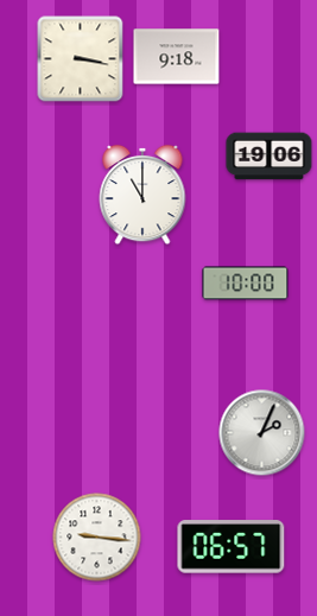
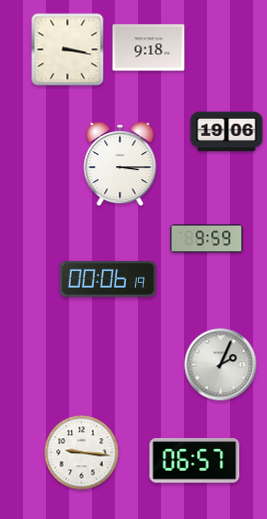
clock at (142, 195): 11:00 -> 3:15
clock at (246, 284): 10:00 -> 9:59
clock at (108, 279): none -> 00:06
